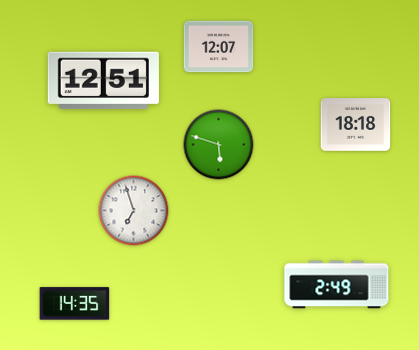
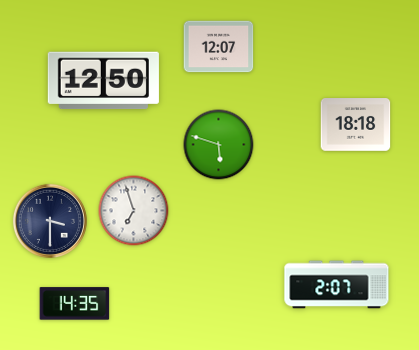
clock at (103, 81): 12:51 -> 12:50
clock at (50, 221): none -> 3:30
clock at (337, 285): 2:49 -> 2:07
